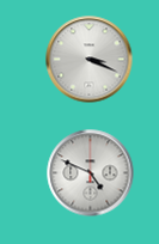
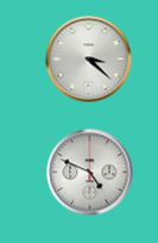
clock at (90, 60): 3:19 -> 3:22
